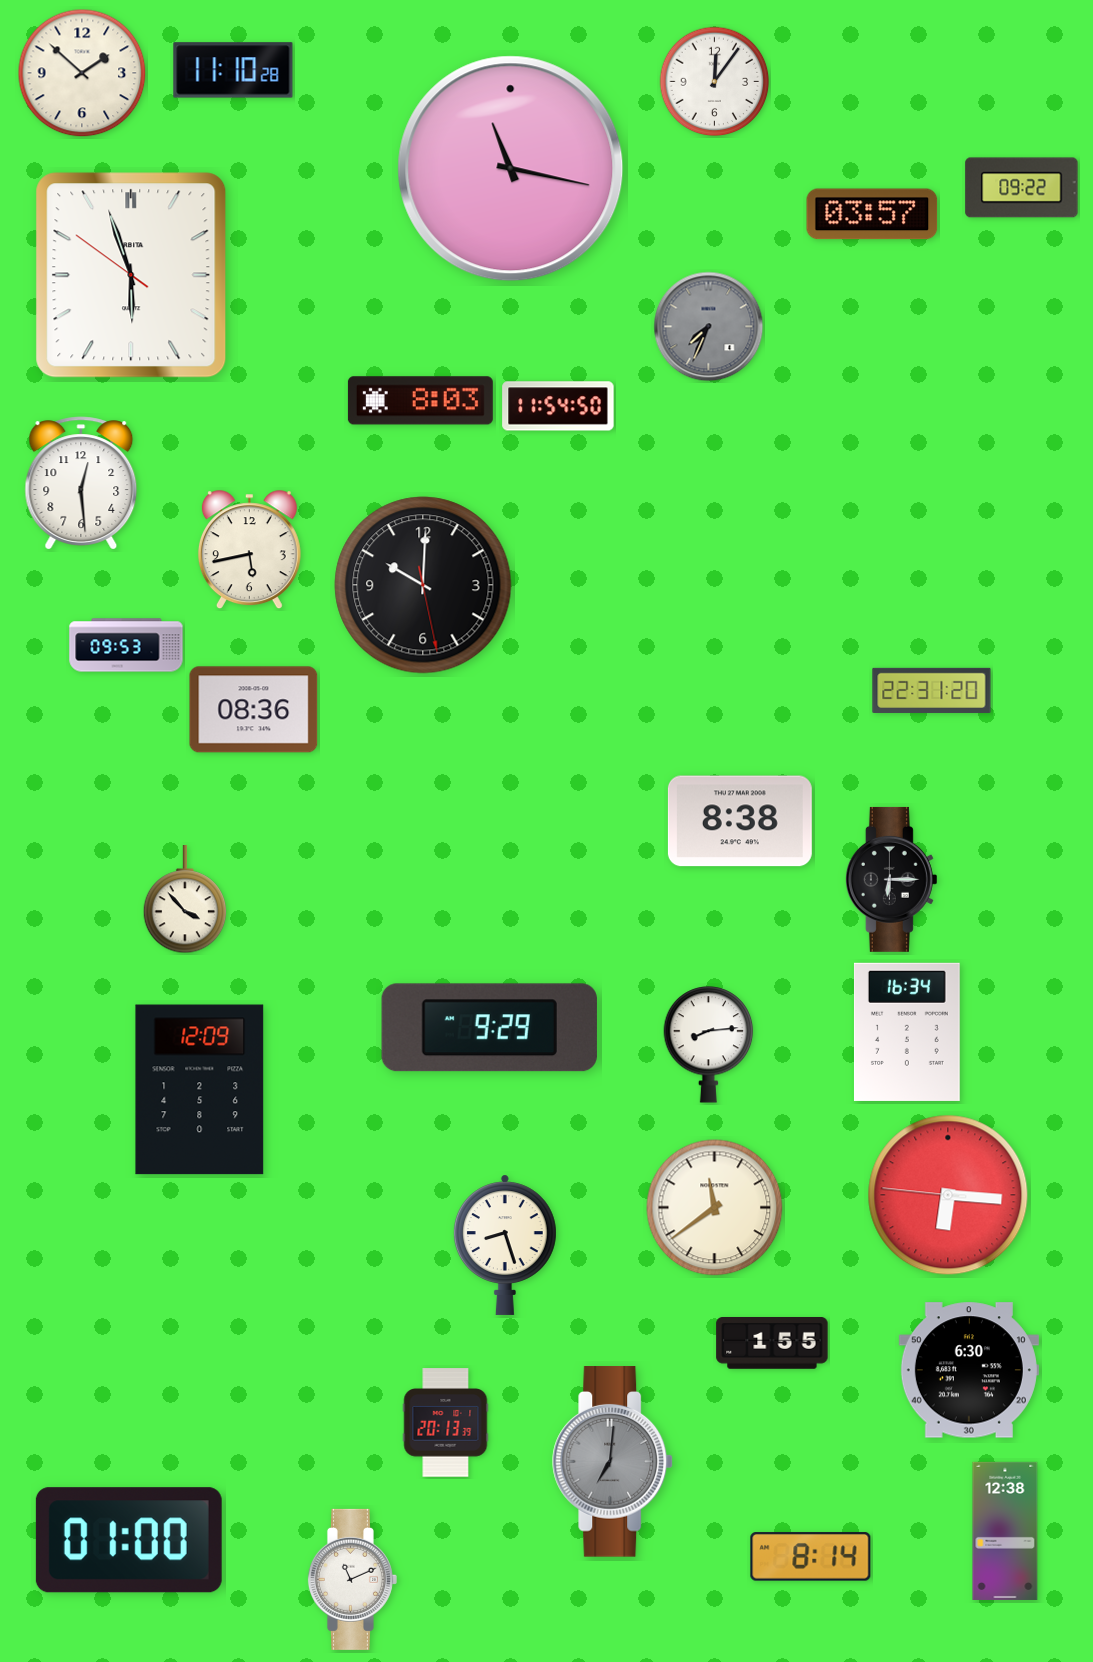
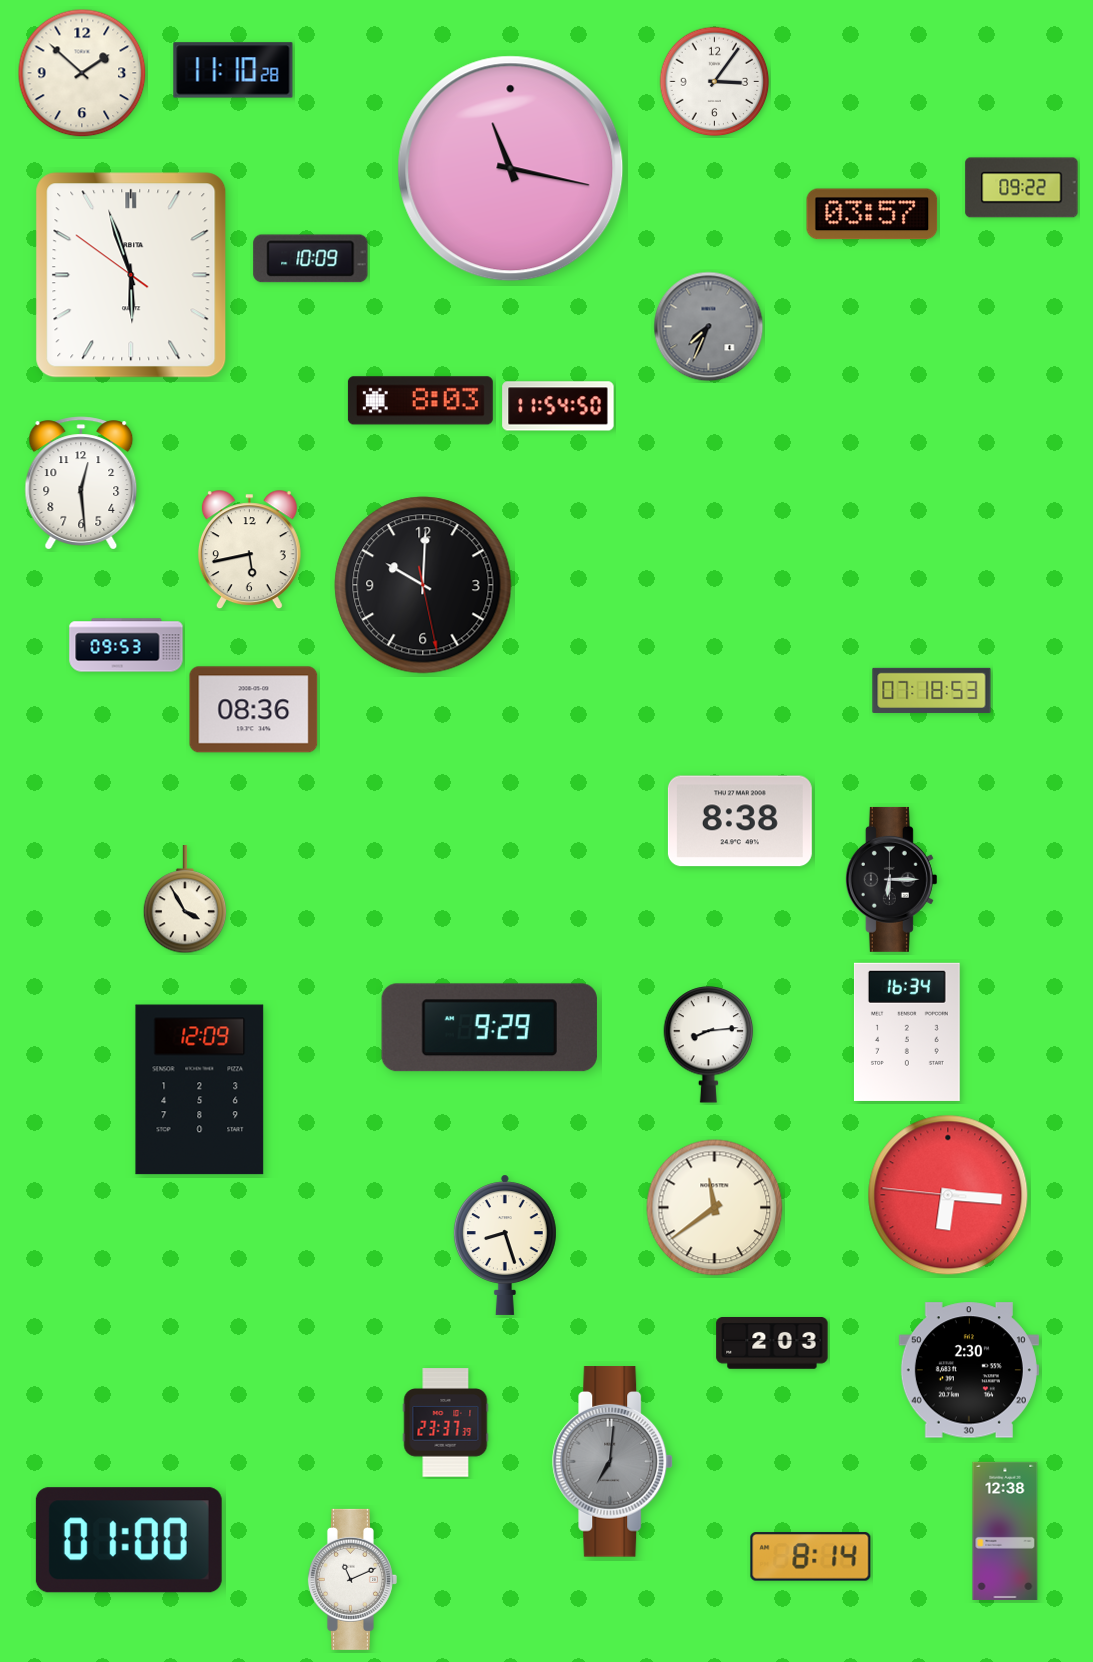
clock at (715, 82): 12:06 -> 3:06
clock at (311, 259): none -> 10:09
clock at (932, 690): 22:31 -> 07:18
clock at (185, 900): 3:53 -> 3:55
clock at (772, 1344): 1:55 -> 2:03
clock at (969, 1370): 6:30 -> 2:30
clock at (446, 1423): 20:13 -> 23:37
